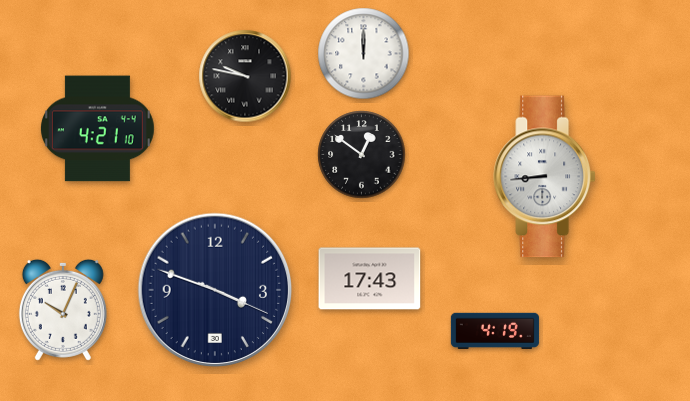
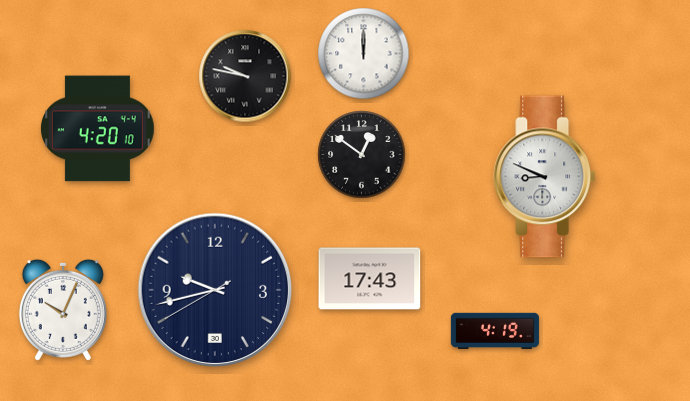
clock at (97, 129): 4:21 -> 4:20
clock at (544, 177): 8:44 -> 8:49
clock at (215, 290): 3:48 -> 9:42
